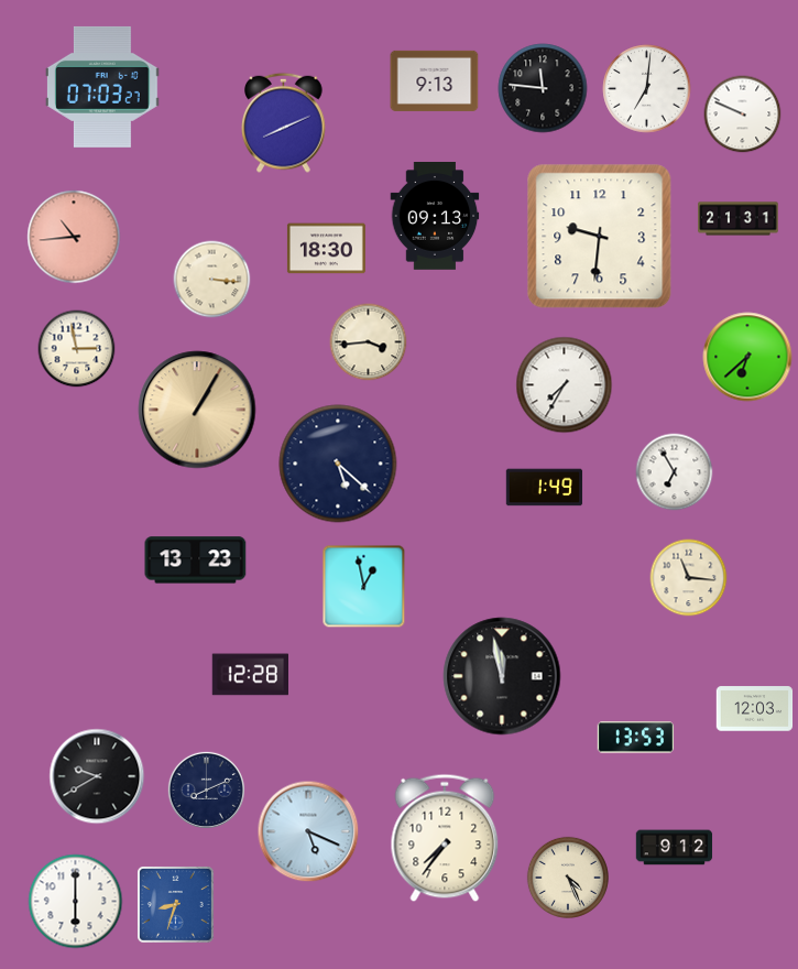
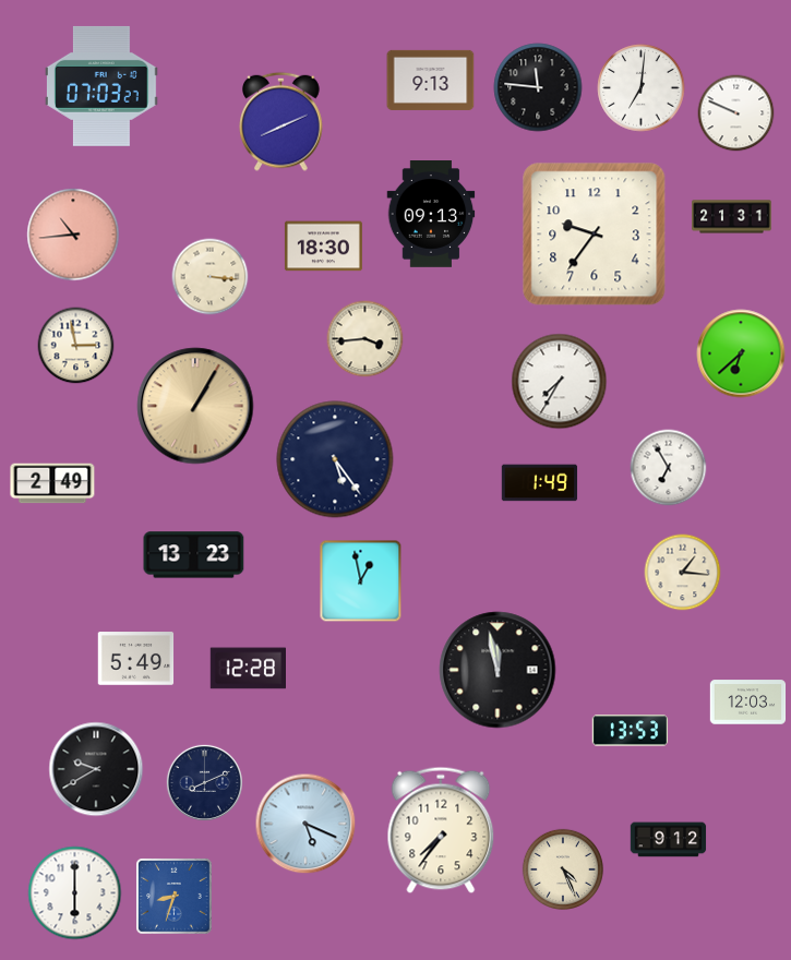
clock at (600, 237): 9:31 -> 9:36
clock at (338, 464): 5:22 -> 5:24
clock at (52, 483): none -> 2:49
clock at (689, 578): 11:16 -> 1:16
clock at (136, 659): none -> 5:49
